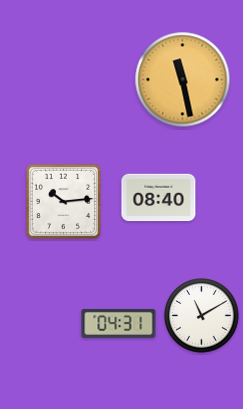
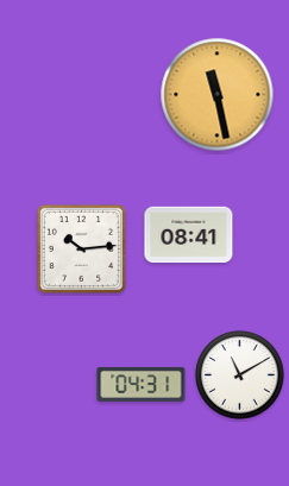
clock at (159, 198): 08:40 -> 08:41
clock at (63, 201) position: (63, 201) -> (81, 248)
